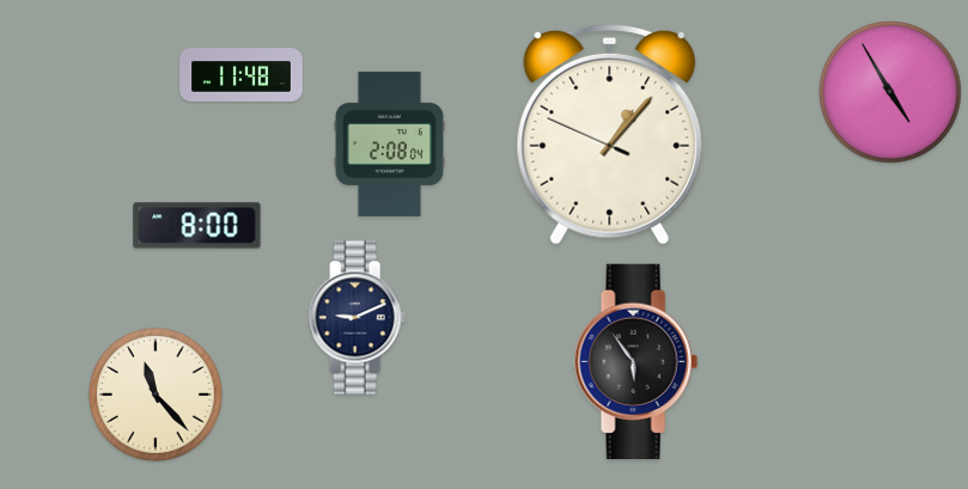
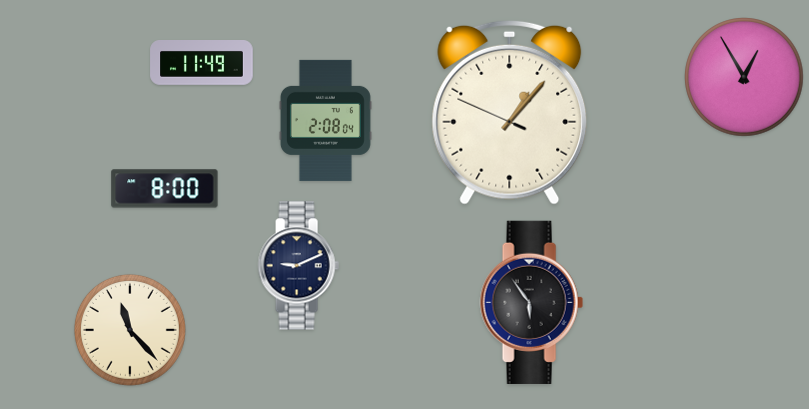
clock at (242, 75): 11:48 -> 11:49
clock at (890, 92): 4:55 -> 12:55
